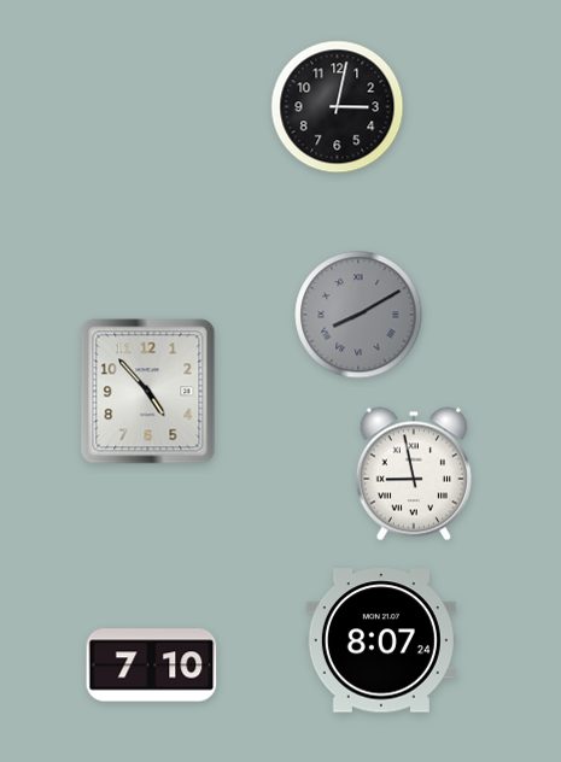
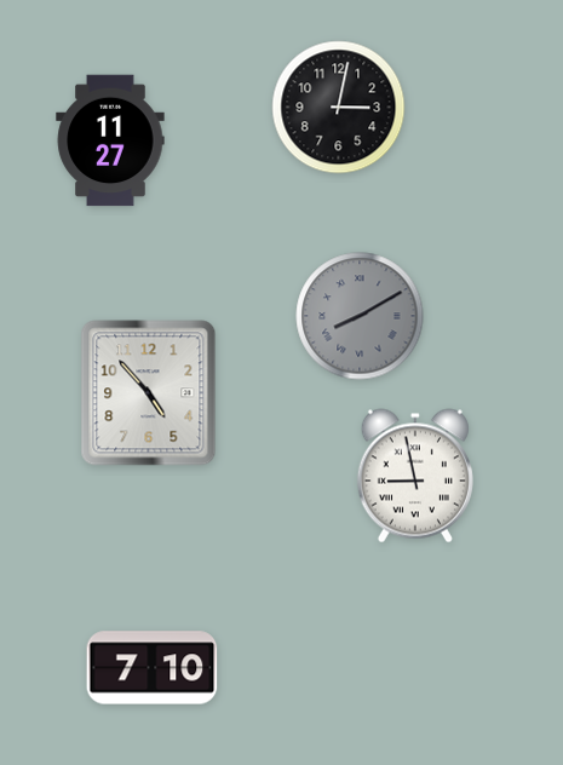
clock at (110, 140): none -> 11:27
clock at (381, 640): 8:07 -> none
